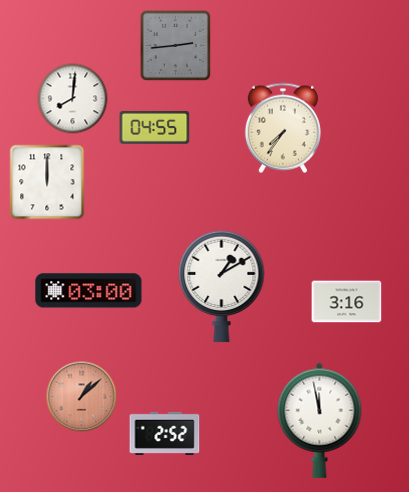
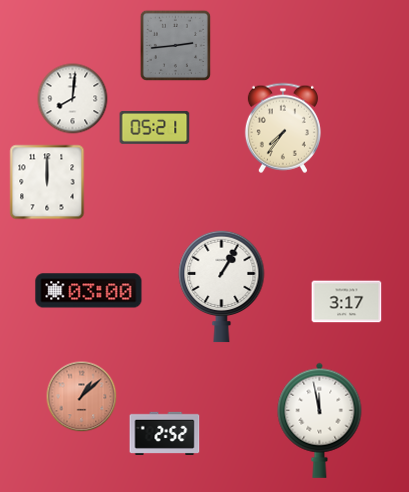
clock at (155, 127): 04:55 -> 05:21
clock at (222, 286): 1:10 -> 1:05
clock at (347, 302): 3:16 -> 3:17
